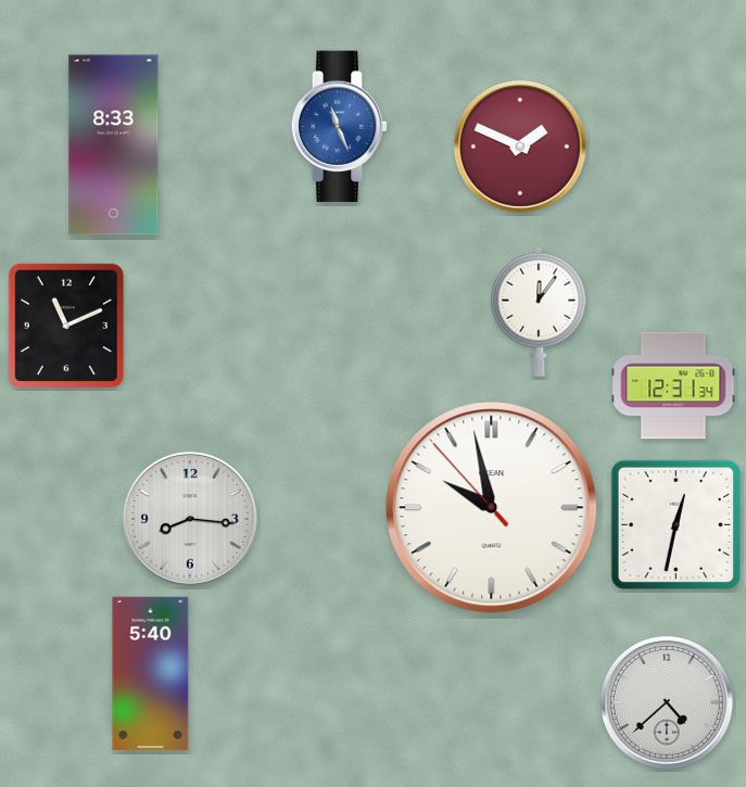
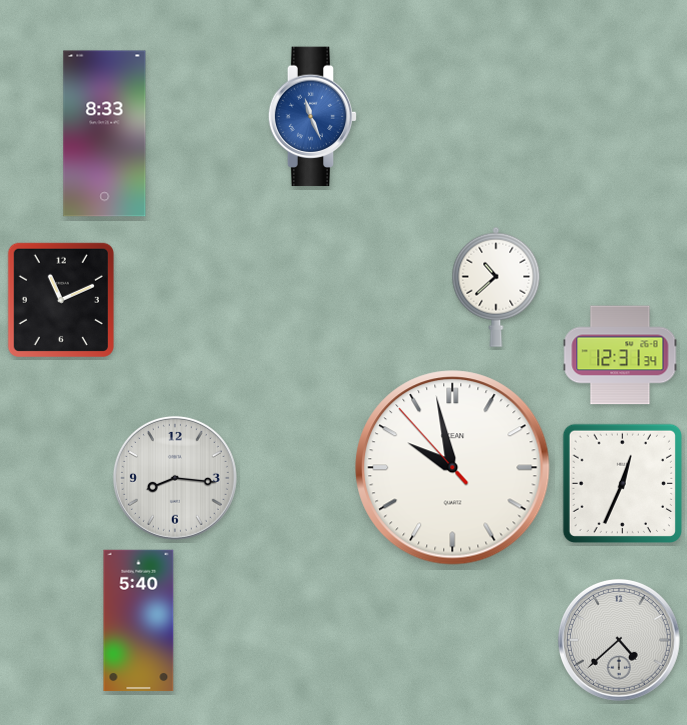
clock at (520, 147): 1:49 -> none
clock at (539, 312): 12:06 -> 10:38
clock at (675, 524): 12:32 -> 12:34
clock at (667, 702) position: (667, 702) -> (619, 640)
